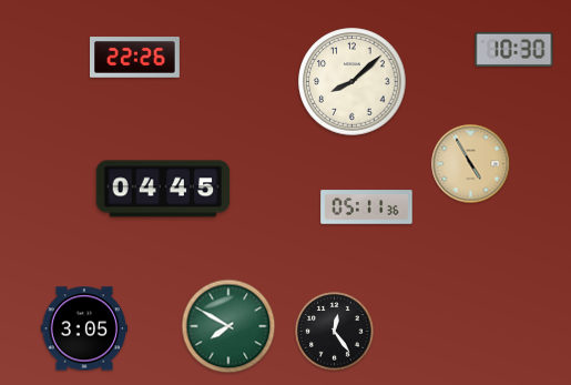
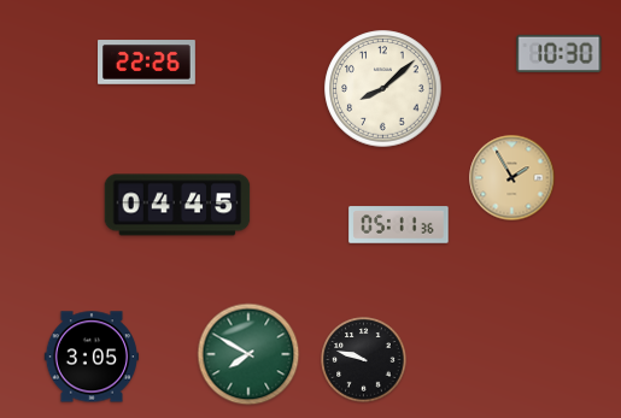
clock at (471, 164): 4:55 -> 1:55
clock at (335, 332): 12:24 -> 9:48
